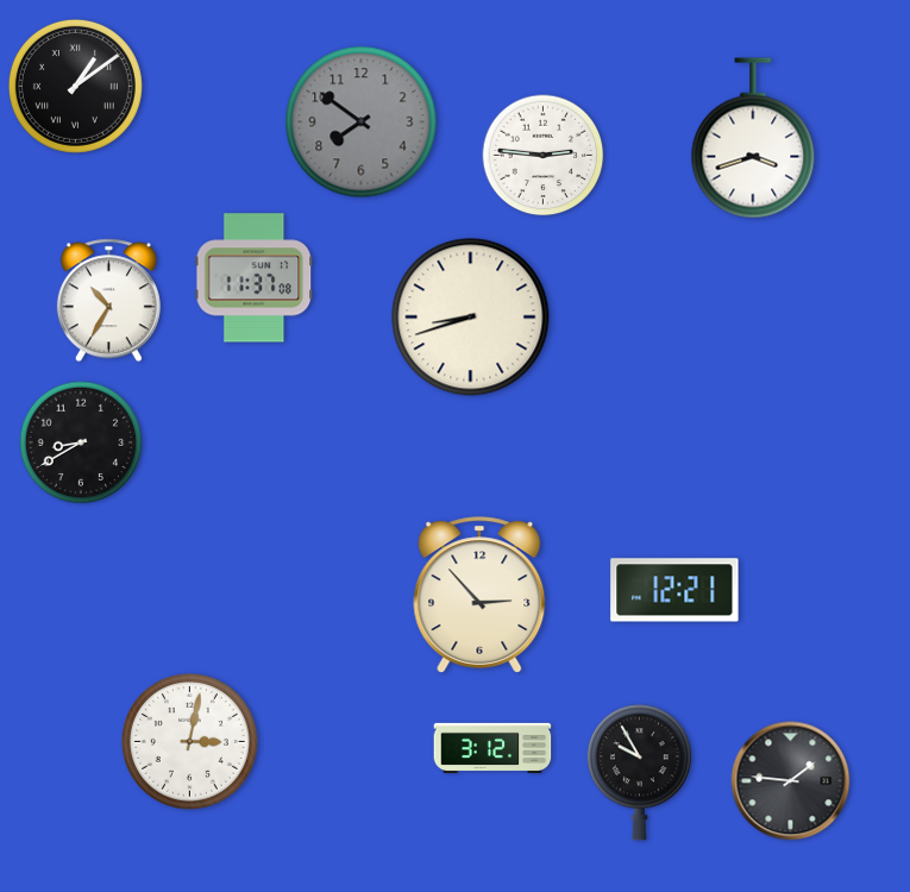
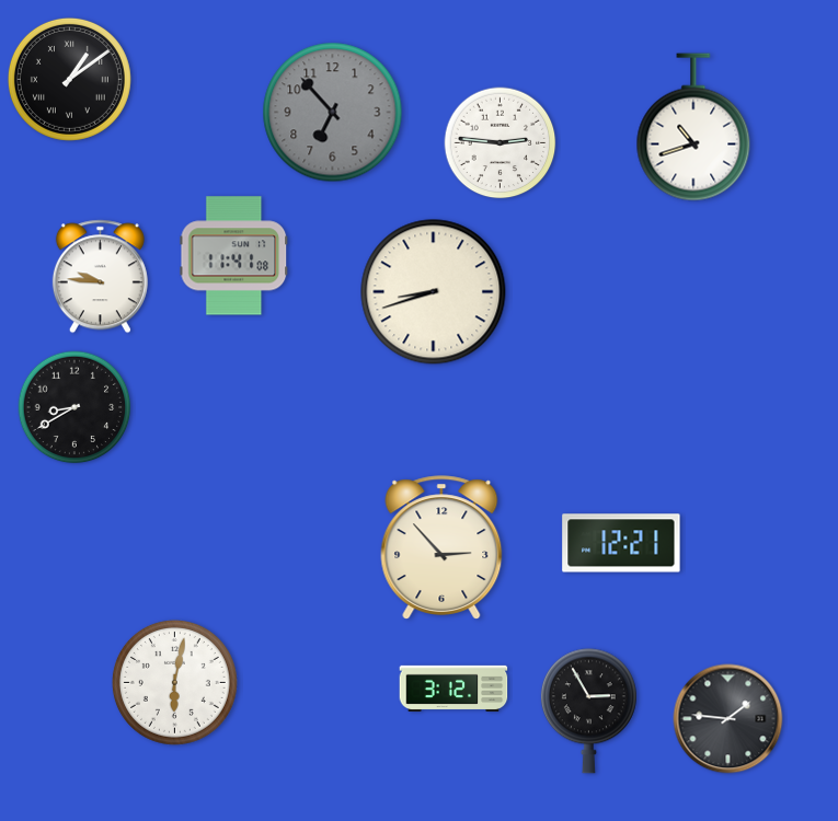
clock at (362, 123): 7:51 -> 6:53
clock at (753, 138): 3:42 -> 10:42
clock at (255, 278): 11:37 -> 11:41
clock at (108, 301): 10:35 -> 9:46
clock at (189, 741): 3:02 -> 6:02
clock at (639, 773): 9:55 -> 2:55
